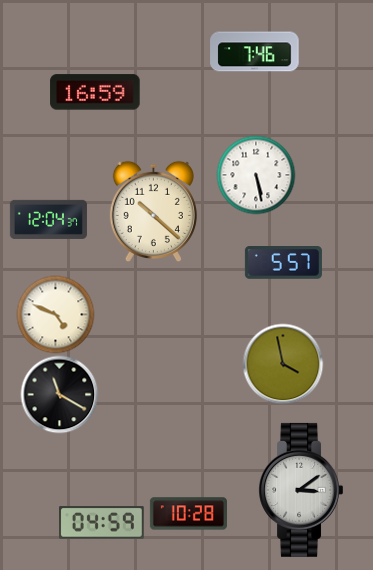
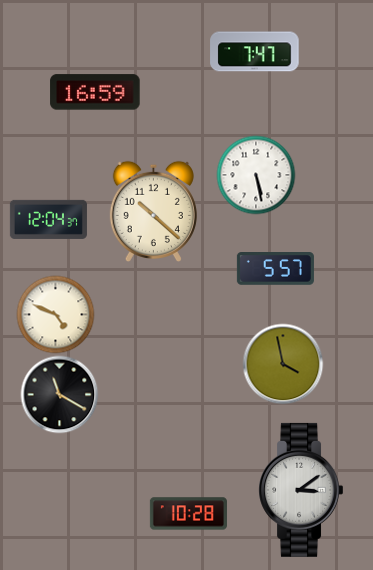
clock at (255, 52): 7:46 -> 7:47
clock at (283, 263) position: (283, 263) -> (275, 269)
clock at (102, 523): 04:59 -> none
